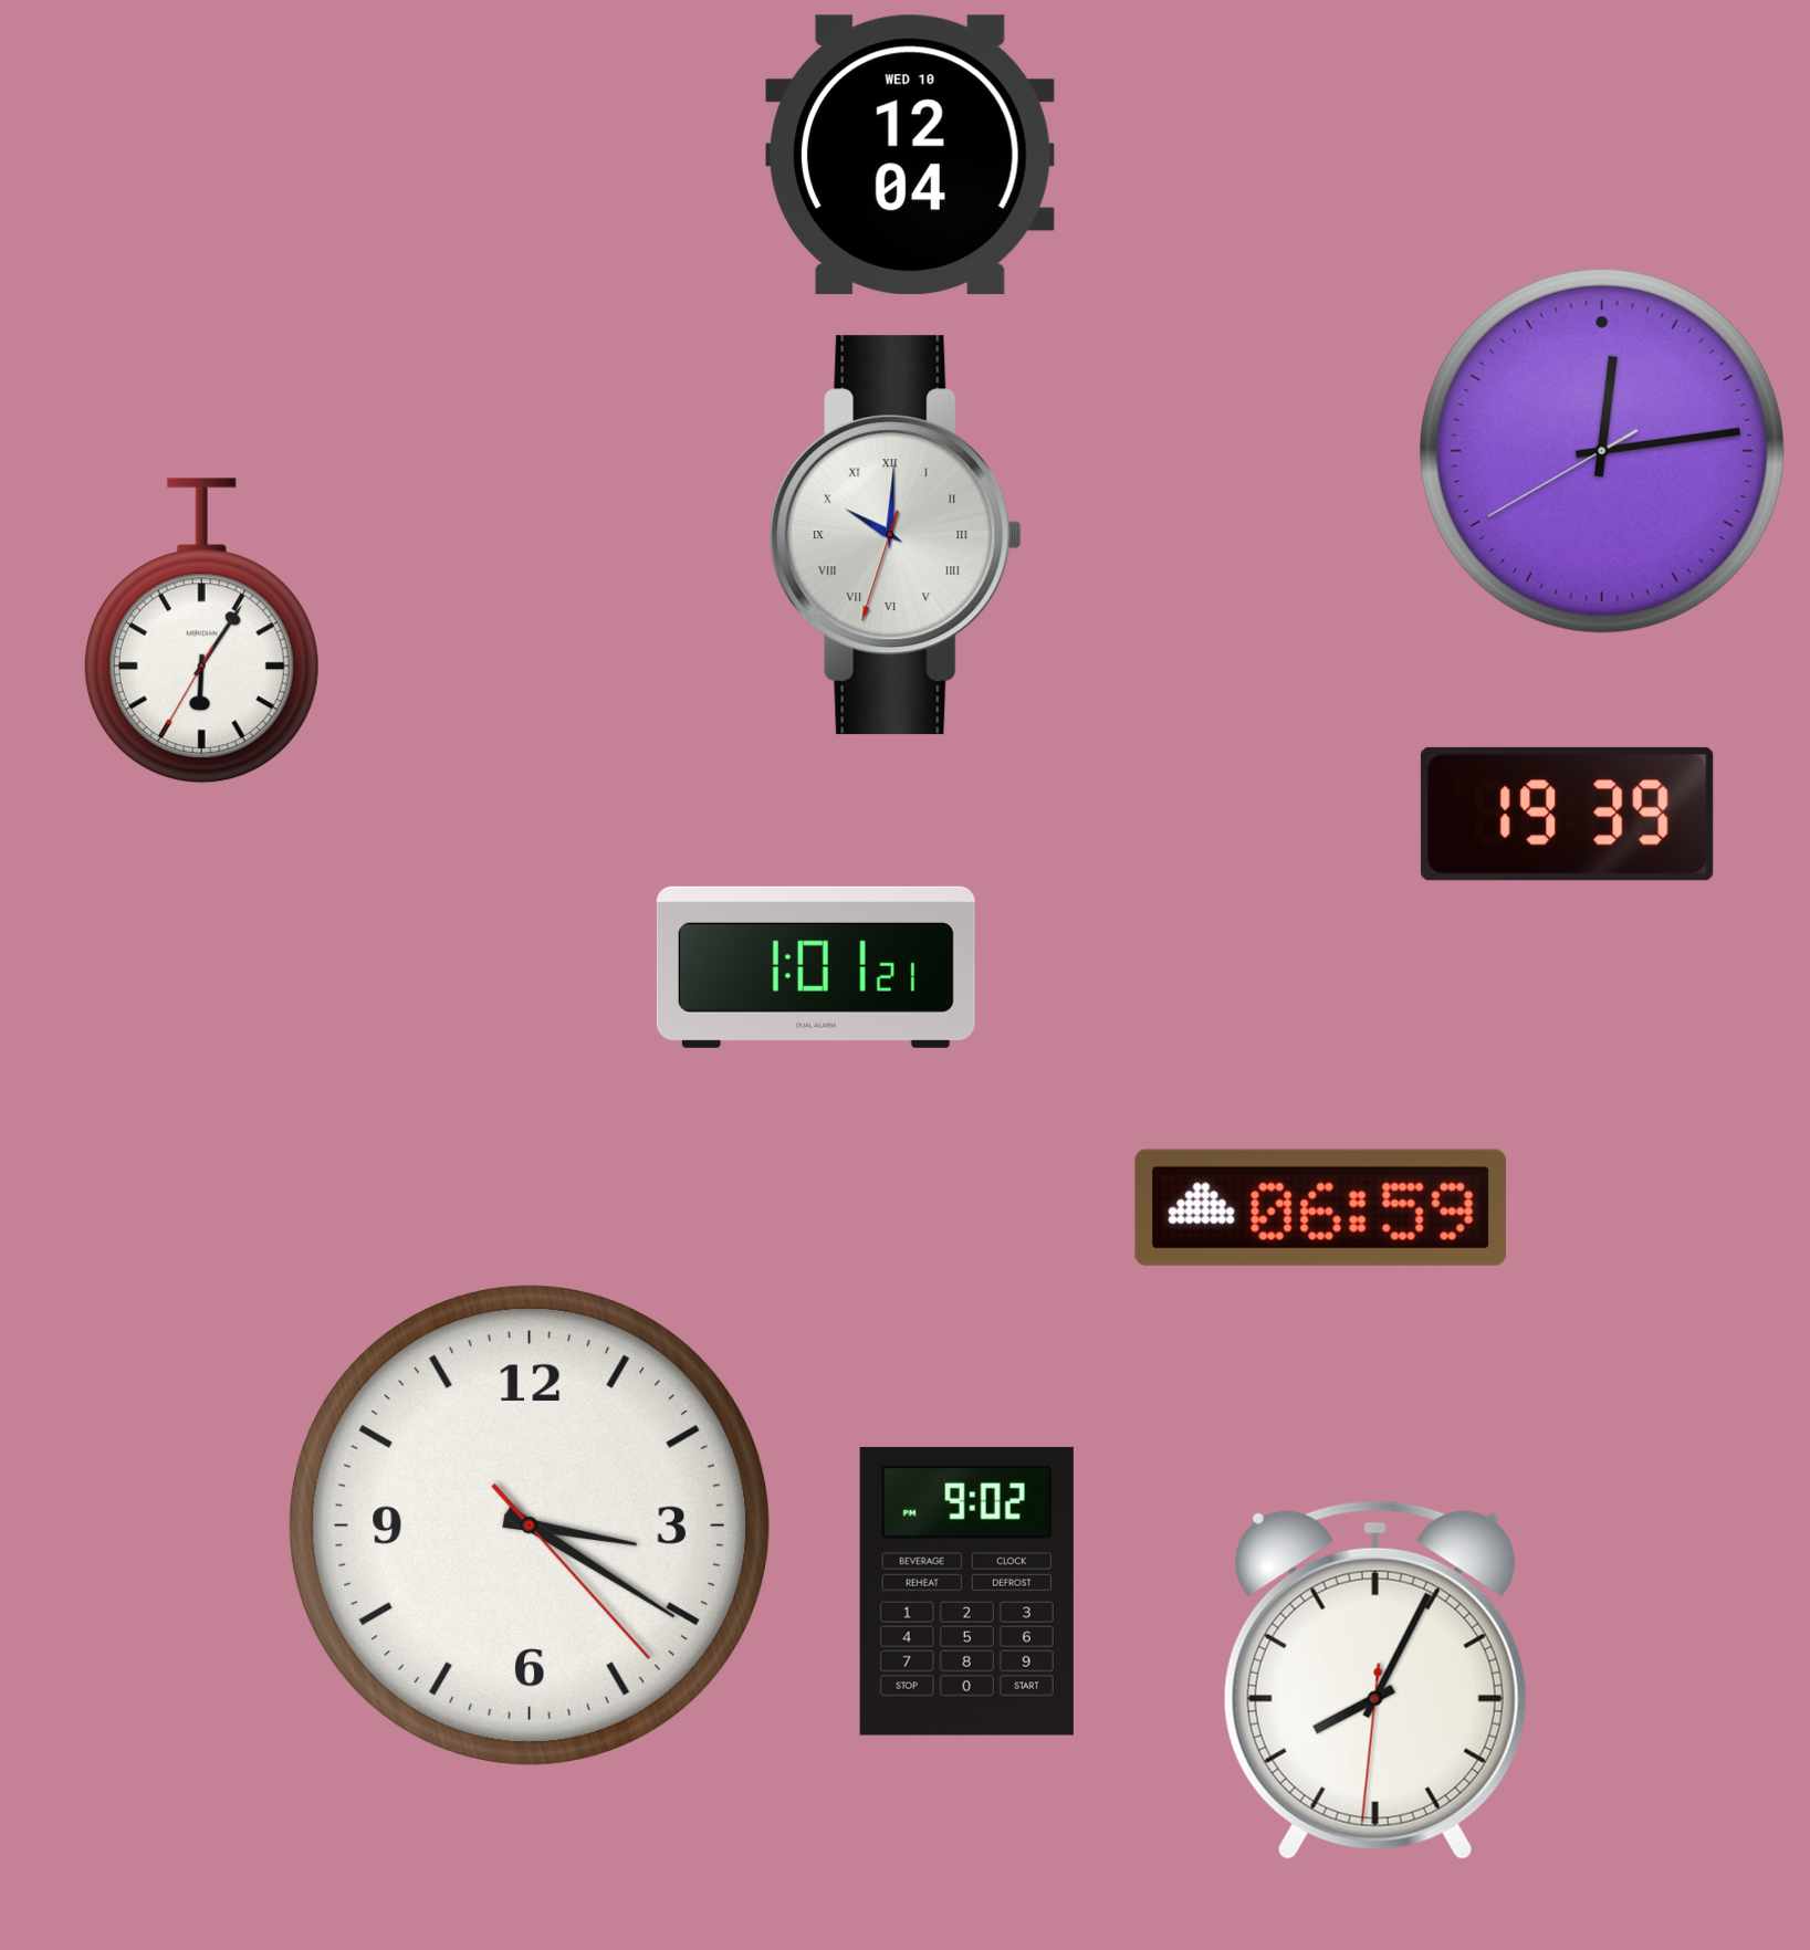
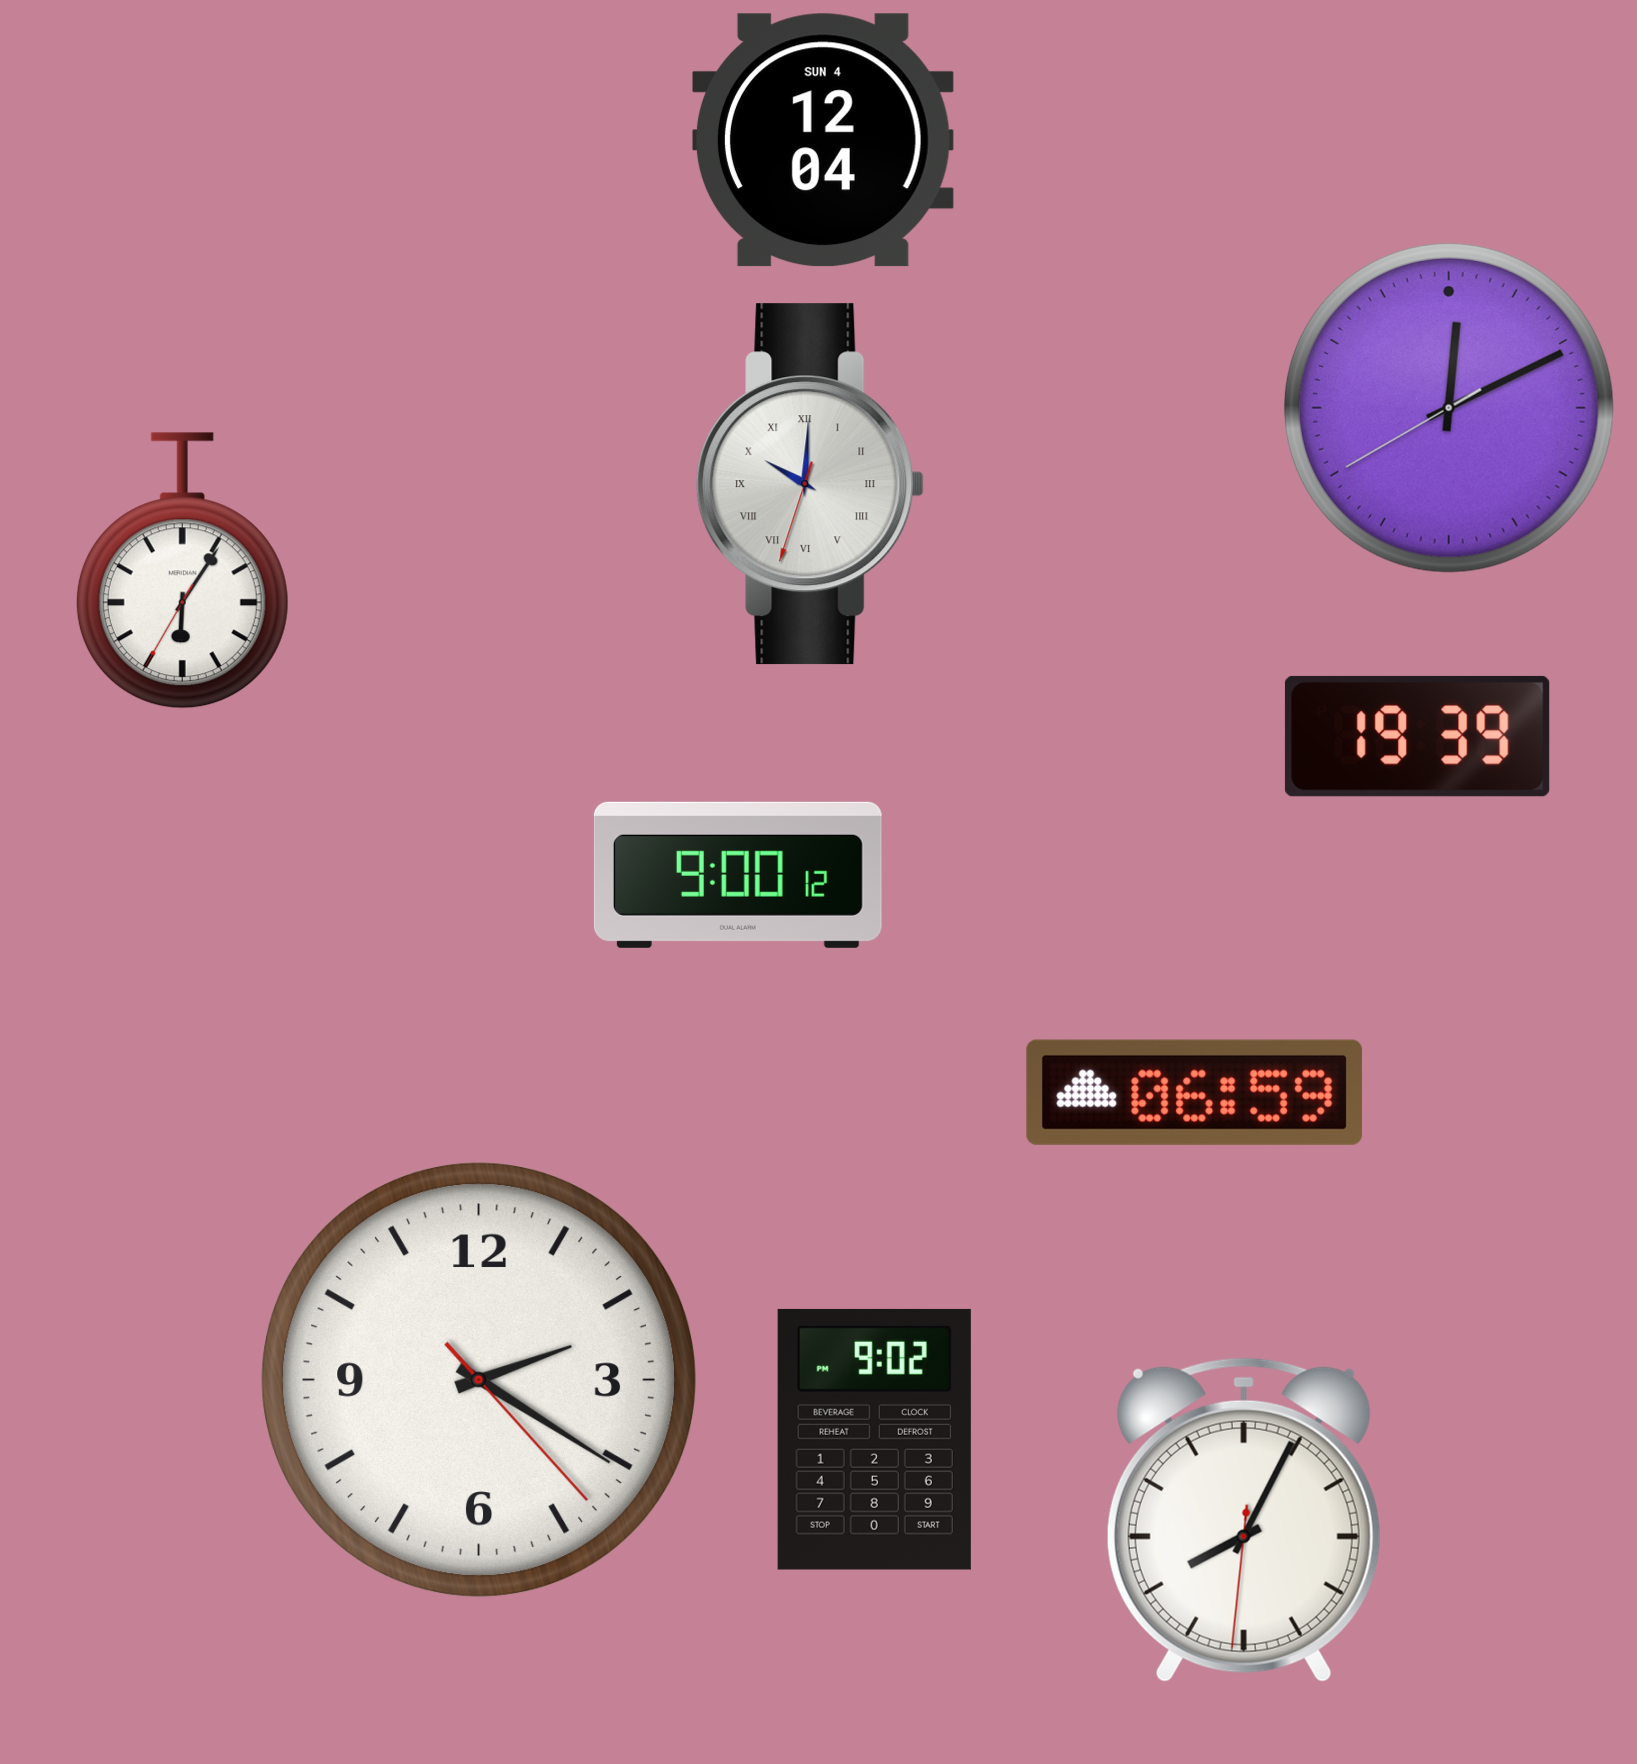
clock at (910, 155) date: WED 10 -> SUN 4
clock at (1602, 451): 12:13 -> 12:10
clock at (816, 967): 1:01 -> 9:00
clock at (530, 1526): 3:20 -> 2:20
